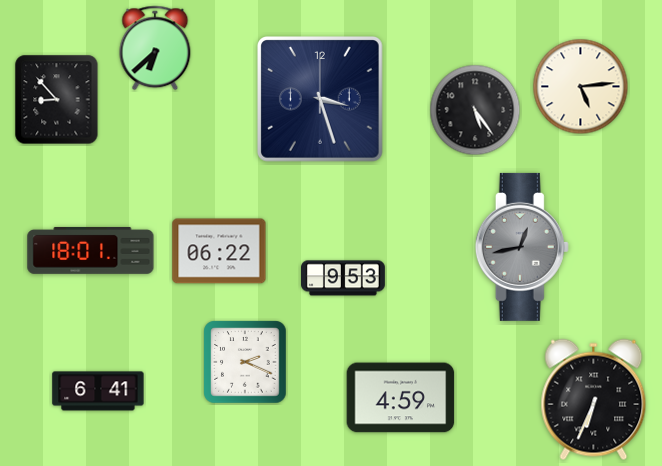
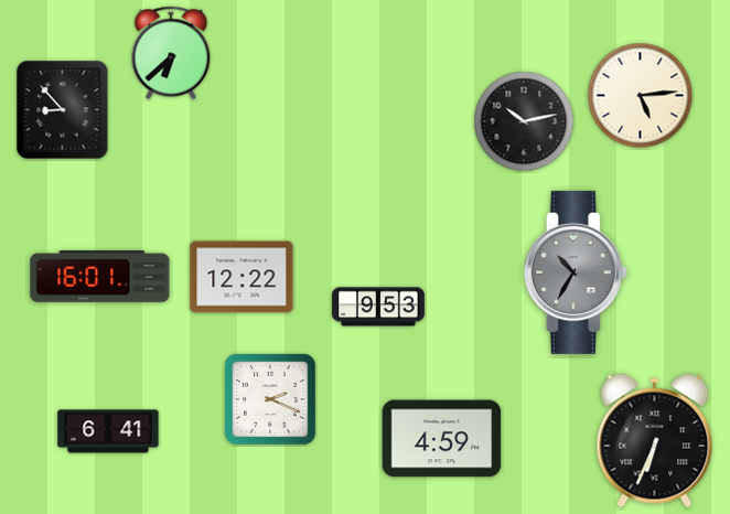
clock at (321, 100): 3:27 -> none
clock at (475, 110): 5:24 -> 10:13
clock at (522, 247): 12:43 -> 10:35
clock at (91, 251): 18:01 -> 16:01
clock at (219, 251): 06:22 -> 12:22
